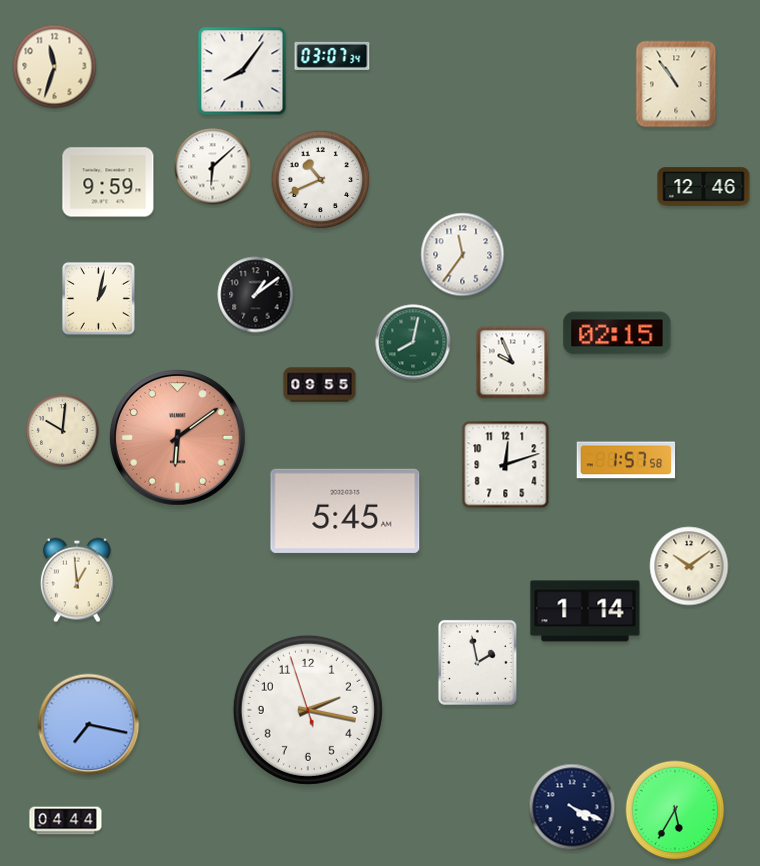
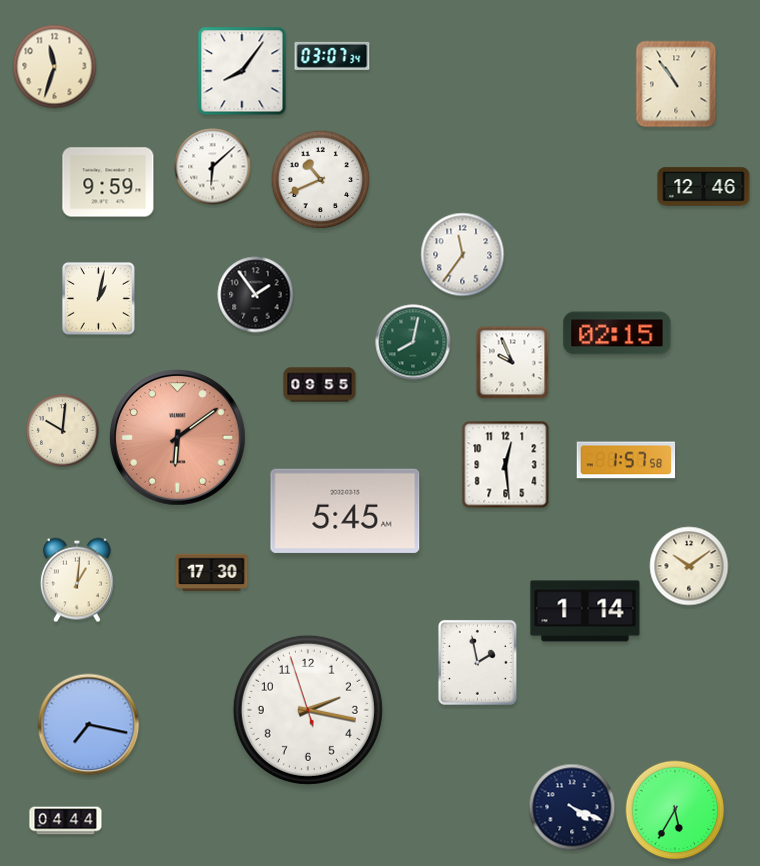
clock at (256, 295): 1:09 -> 1:54
clock at (506, 465): 12:12 -> 12:29
clock at (212, 573): none -> 17:30
clock at (77, 580): 12:59 -> 1:01
